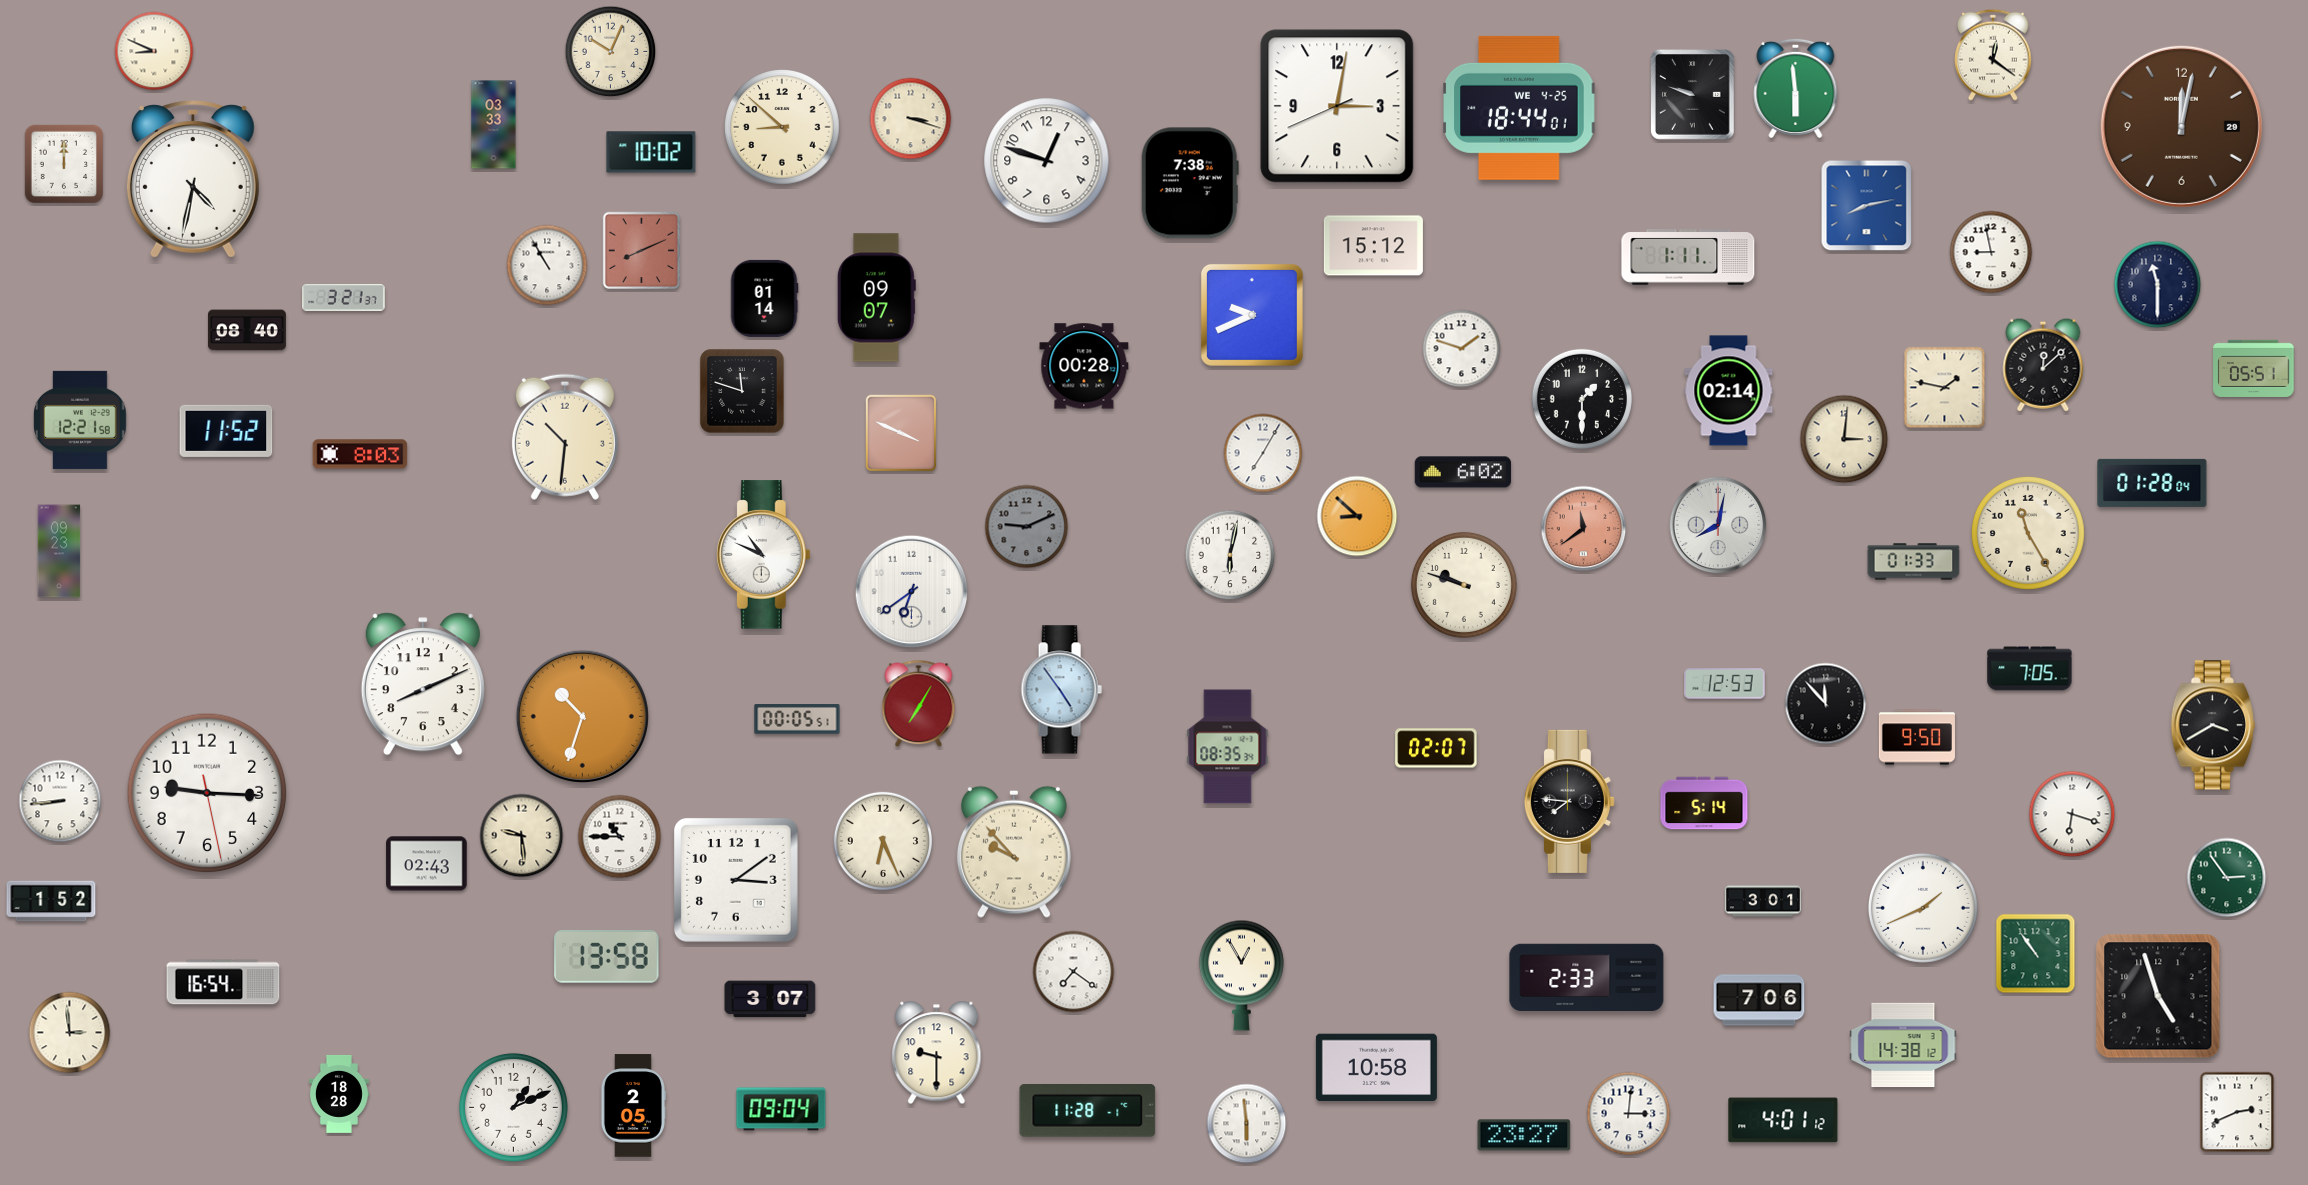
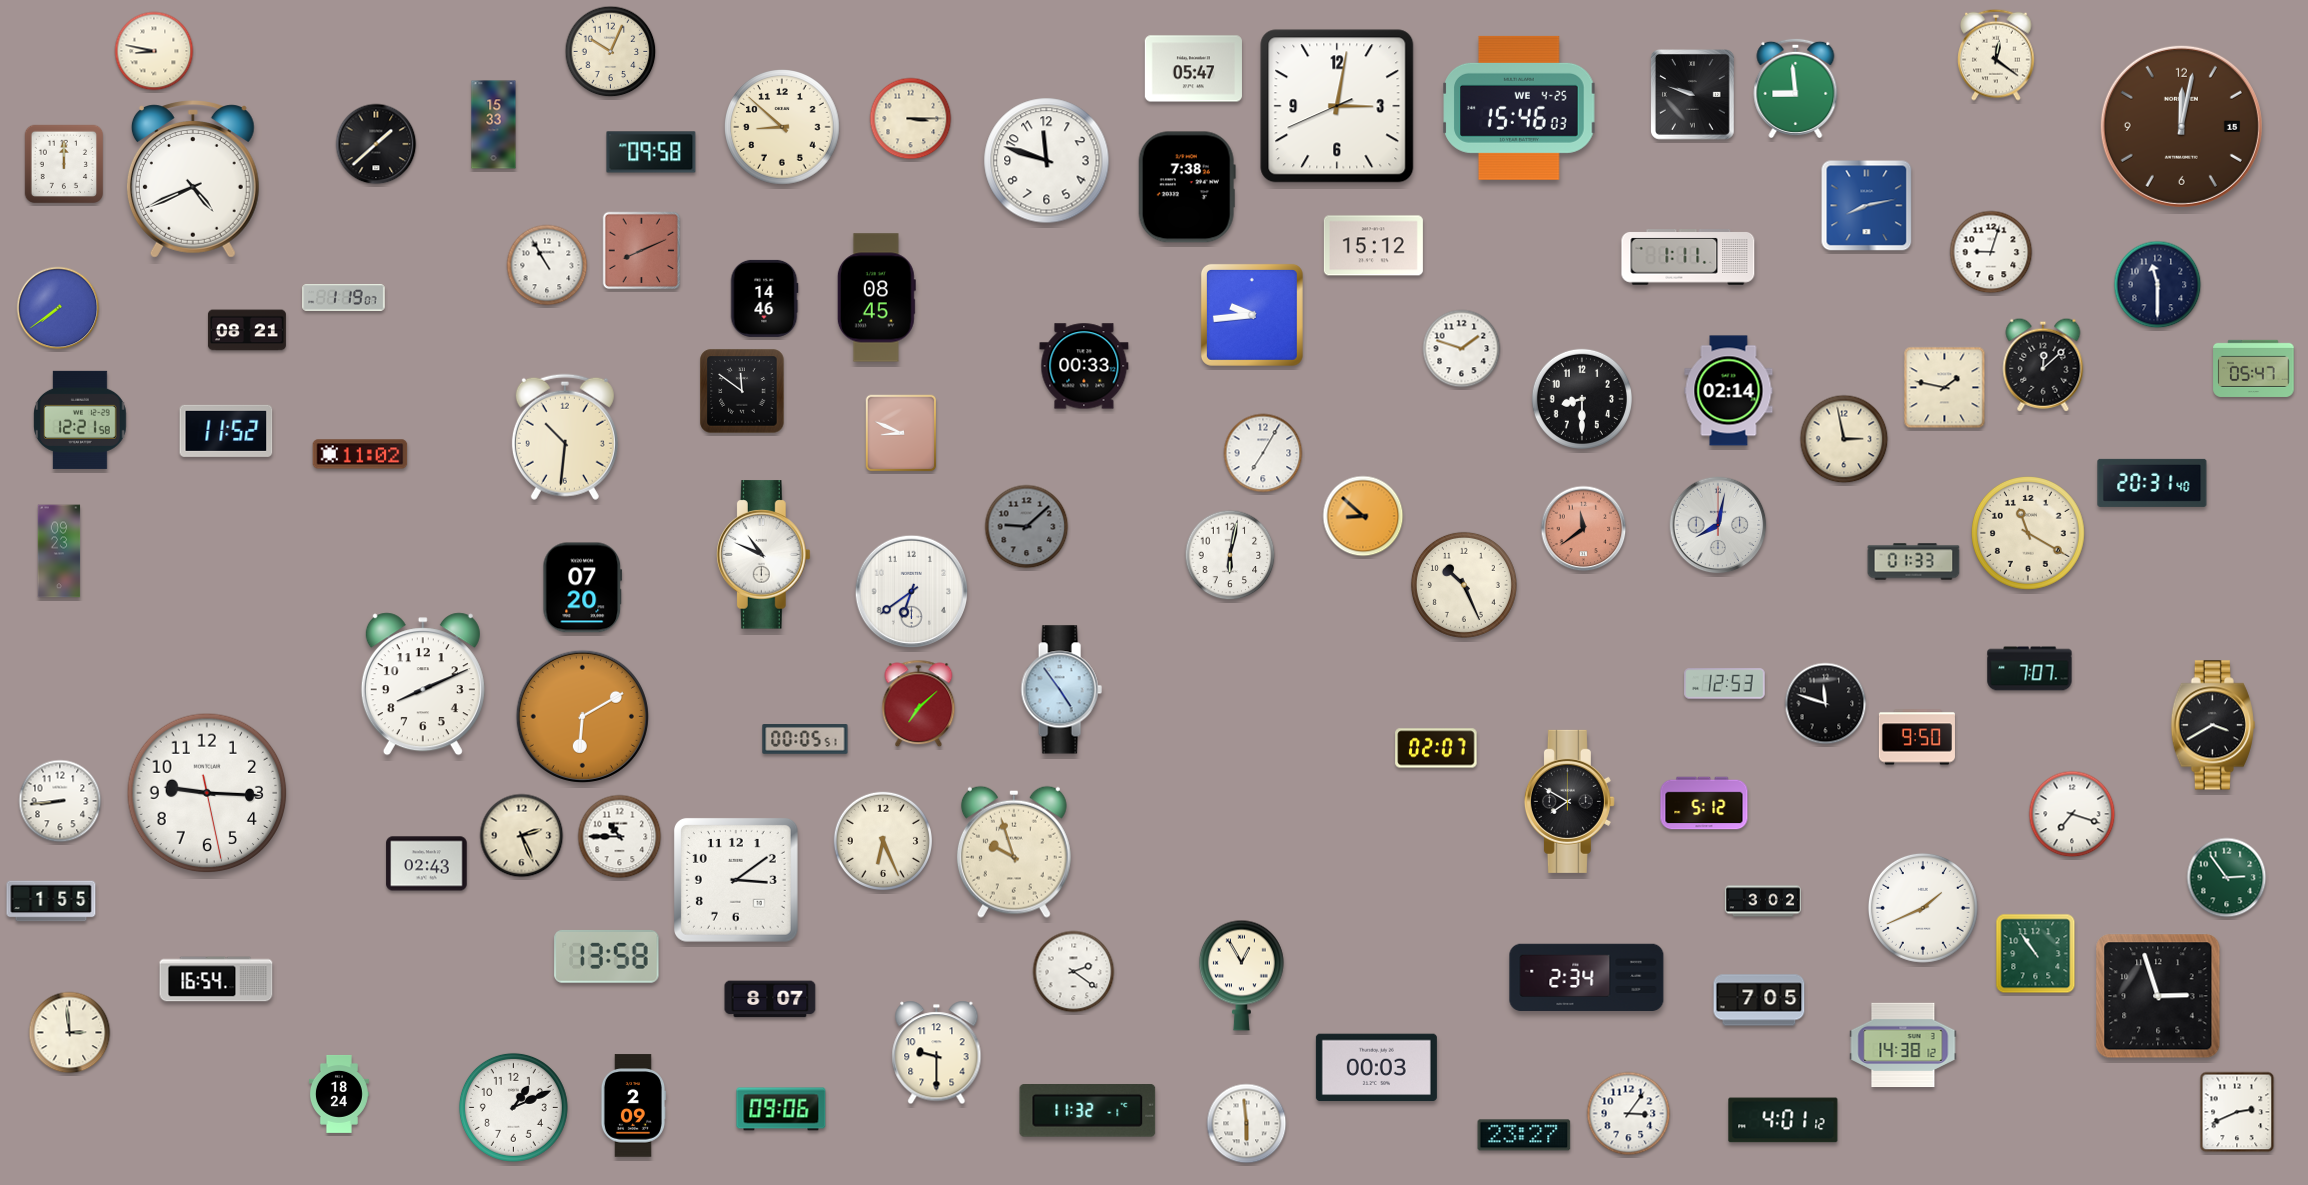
clock at (154, 51): 8:49 -> 8:47
clock at (1993, 55) position: (1993, 55) -> (1996, 55)
clock at (1193, 69): none -> 05:47
clock at (1796, 88): 5:59 -> 8:59
clock at (1519, 108): 18:44 -> 15:46
clock at (911, 119): 3:18 -> 3:15
clock at (494, 125): 03:33 -> 15:33
clock at (2181, 126) date: 29 -> 15
clock at (376, 144): none -> 1:38
clock at (651, 152): 10:02 -> 09:58
clock at (1047, 161): 12:48 -> 11:48
clock at (193, 179): 4:32 -> 4:41
clock at (1190, 183) position: (1190, 183) -> (1187, 187)
clock at (1991, 252): 8:58 -> 9:03
clock at (344, 298): 3:21 -> 1:19
clock at (764, 298): 01:14 -> 14:46
clock at (876, 298): 09:07 -> 08:45
clock at (58, 308): none -> 7:39
clock at (1252, 315): 9:41 -> 9:44
clock at (247, 330): 08:40 -> 08:21
clock at (1084, 366): 00:28 -> 00:33
clock at (2254, 368): 05:51 -> 05:47
clock at (742, 391): 11:48 -> 11:51
clock at (1582, 399): 1:30 -> 8:30
clock at (901, 433): 3:49 -> 8:49
clock at (1844, 439): 3:01 -> 2:58
clock at (360, 454): 8:03 -> 11:02
clock at (1463, 472): 6:02 -> none
clock at (2152, 483): 01:28 -> 20:31
clock at (1357, 516) position: (1357, 516) -> (1363, 516)
clock at (1027, 527): 9:11 -> 9:08
clock at (2029, 534): 11:25 -> 11:20
clock at (1464, 585): 9:48 -> 10:26
clock at (583, 588): none -> 07:20
clock at (2030, 669): 7:05 -> 7:07
clock at (919, 704): 7:05 -> 7:08
clock at (1826, 704): 11:53 -> 11:48
clock at (582, 716): 10:33 -> 6:10
clock at (797, 719) position: (797, 719) -> (805, 739)
clock at (1228, 747): 08:35 -> none
clock at (1569, 801): 7:46 -> 7:50
clock at (1704, 803): 5:14 -> 5:12
clock at (2072, 814): 6:18 -> 7:18
clock at (522, 836): 9:29 -> 2:26
clock at (1014, 852): 9:53 -> 9:57
clock at (51, 901): 1:52 -> 1:55
clock at (1763, 901): 3:01 -> 3:02
clock at (1074, 972): 7:21 -> 2:21
clock at (1587, 977): 2:33 -> 2:34
clock at (223, 982) position: (223, 982) -> (216, 979)
clock at (2158, 996): 4:57 -> 2:57
clock at (770, 999): 3:07 -> 8:07
clock at (1759, 1000): 7:06 -> 7:05
clock at (1376, 1068): 10:58 -> 00:03
clock at (339, 1094): 18:28 -> 18:24
clock at (633, 1106): 2:05 -> 2:09
clock at (781, 1109): 09:04 -> 09:06
clock at (1088, 1111): 11:28 -> 11:32
clock at (1629, 1114): 3:01 -> 3:06
